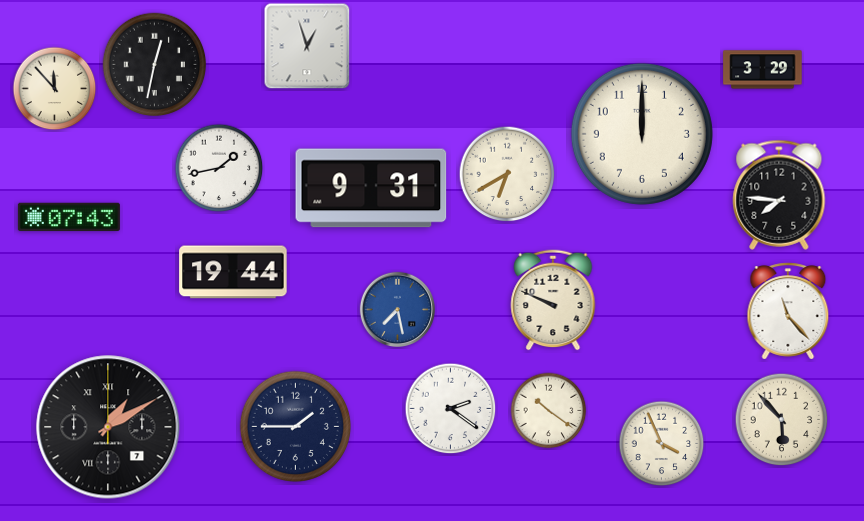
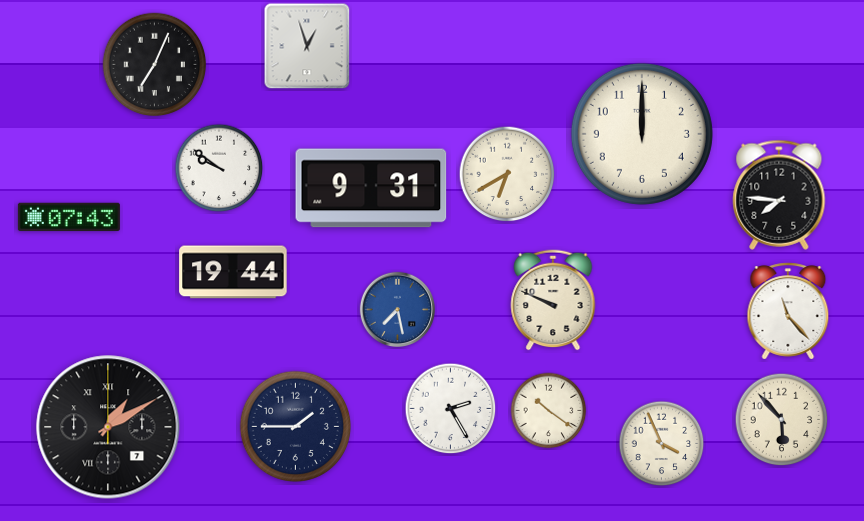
clock at (155, 65): 12:32 -> 7:04
clock at (763, 70): 3:29 -> none
clock at (55, 89): 11:53 -> none
clock at (219, 168): 1:43 -> 9:51
clock at (451, 409): 2:21 -> 2:25
